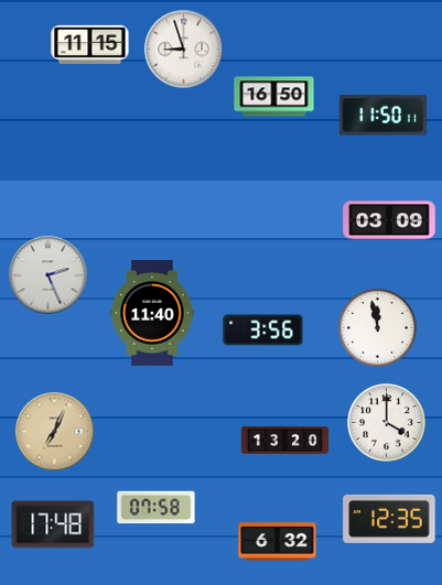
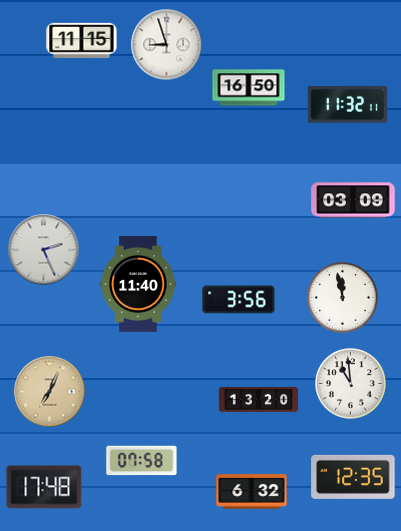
clock at (382, 116): 11:50 -> 11:32
clock at (387, 423): 4:00 -> 10:59
clock at (389, 519) position: (389, 519) -> (353, 477)
clock at (53, 524) position: (53, 524) -> (44, 487)
